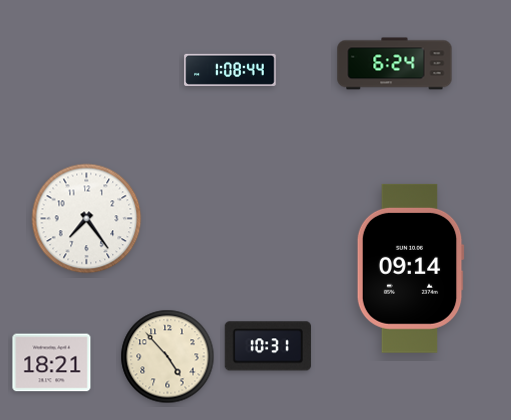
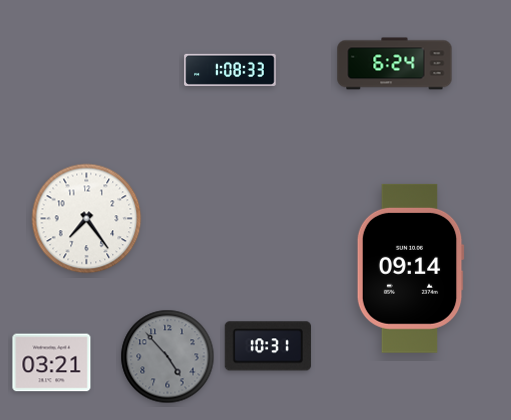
clock at (230, 69): 1:08:44 -> 1:08:33
clock at (168, 357) dial: cream -> grey
clock at (52, 363): 18:21 -> 03:21
